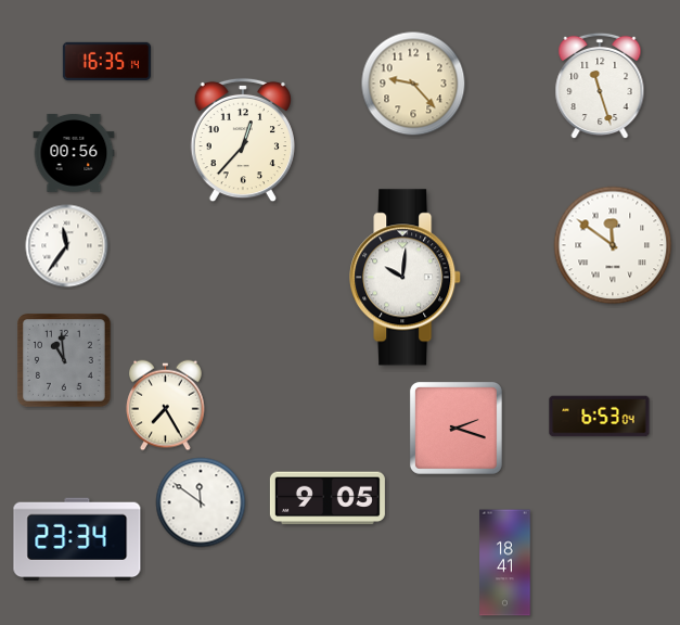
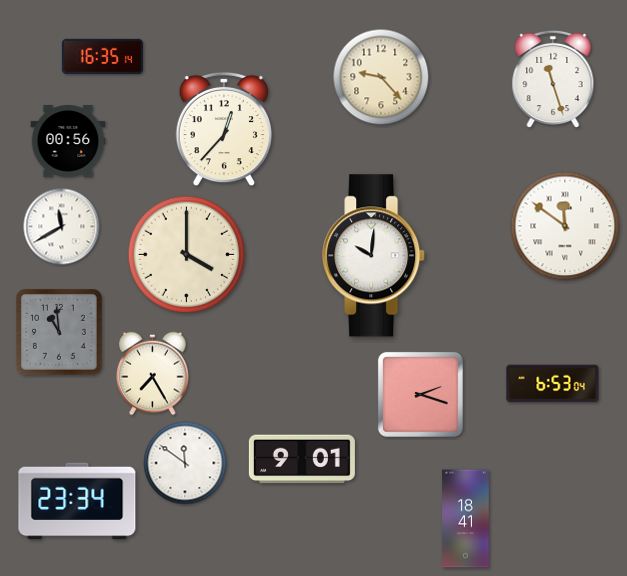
clock at (106, 61) position: (106, 61) -> (102, 56)
clock at (67, 246): 11:36 -> 11:40
clock at (187, 255): none -> 4:00
clock at (328, 498): 9:05 -> 9:01
clock at (77, 539) position: (77, 539) -> (77, 501)
